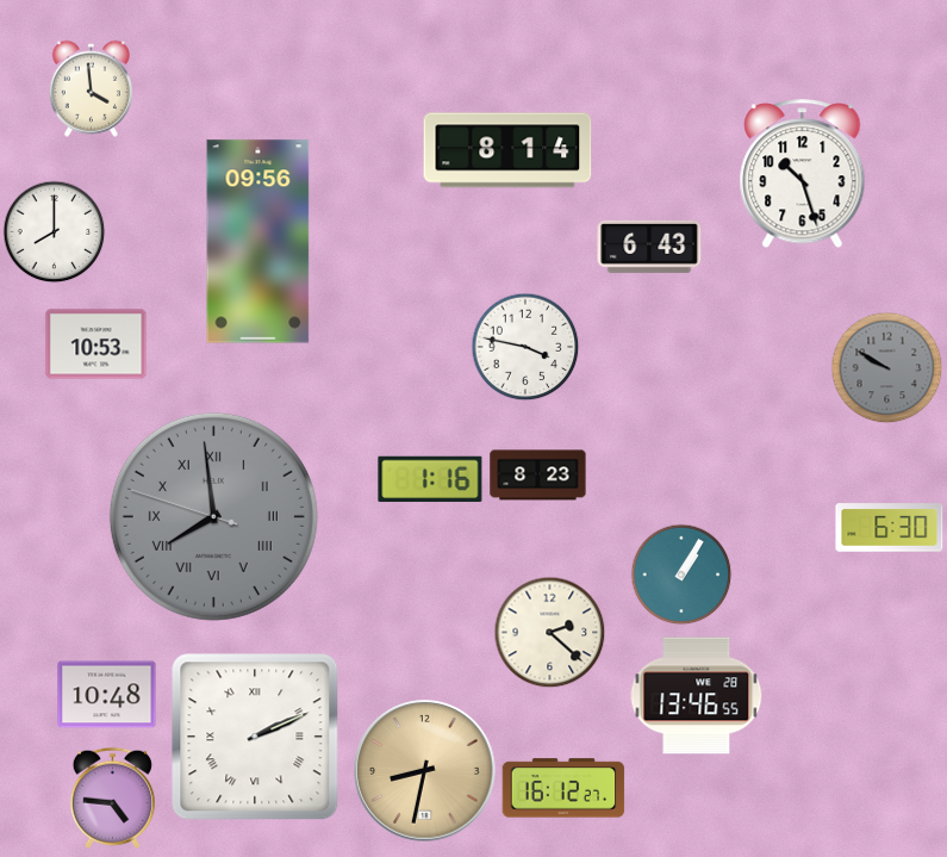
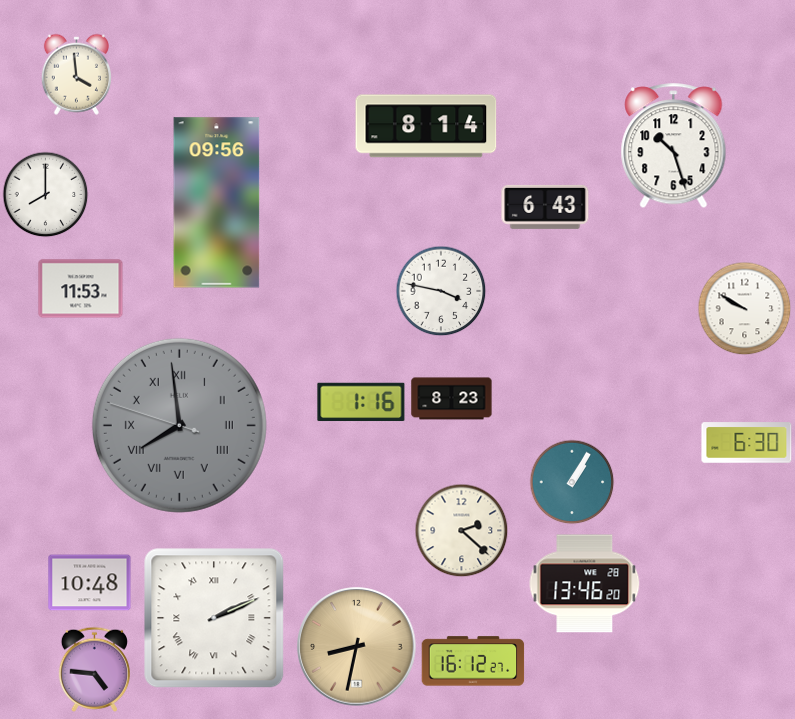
clock at (96, 344): 10:53 -> 11:53
clock at (886, 367) dial: grey -> white
clock at (213, 516) position: (213, 516) -> (179, 425)
clock at (697, 696): 13:46:55 -> 13:46:20
